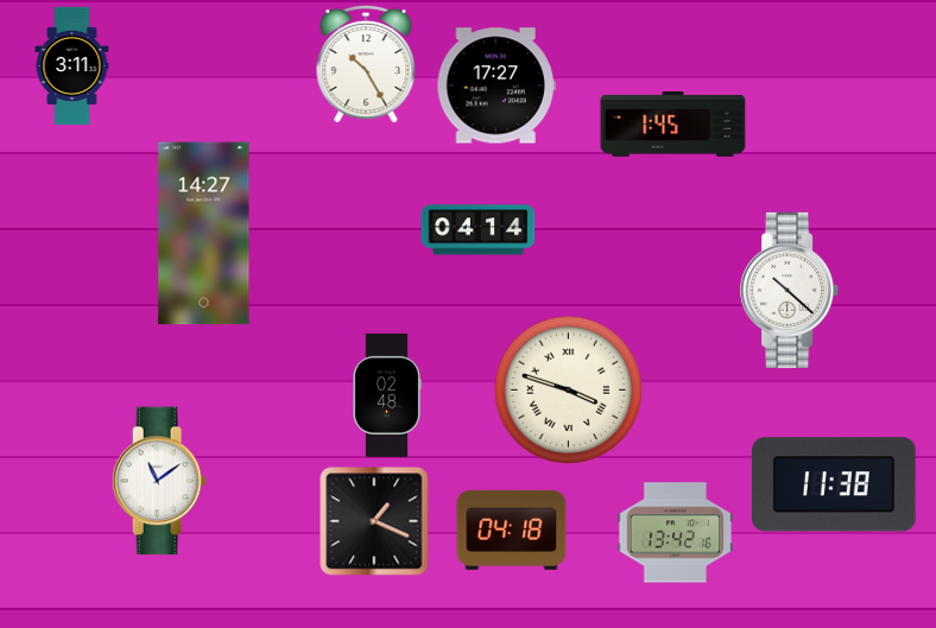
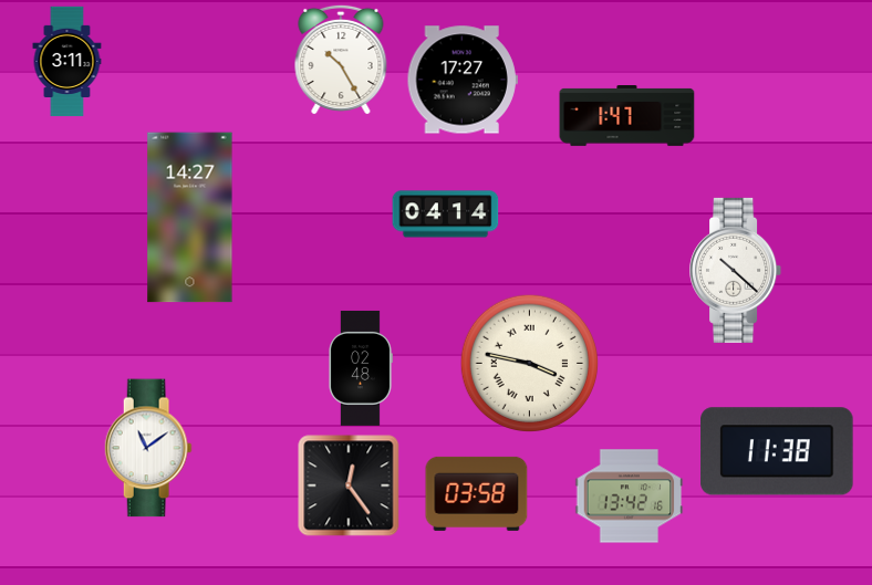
clock at (673, 125): 1:45 -> 1:47
clock at (568, 389): 3:48 -> 3:47
clock at (374, 521): 1:19 -> 12:24
clock at (512, 529): 04:18 -> 03:58
